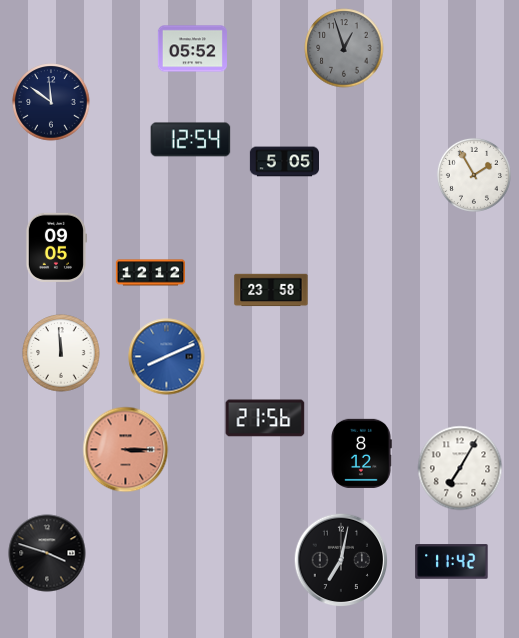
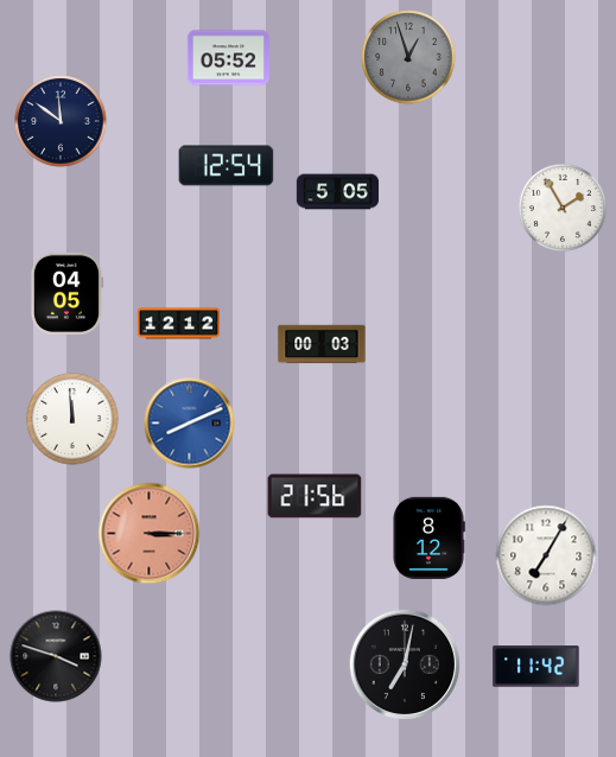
clock at (56, 247): 09:05 -> 04:05
clock at (271, 290): 23:58 -> 00:03
clock at (167, 357) position: (167, 357) -> (190, 424)
